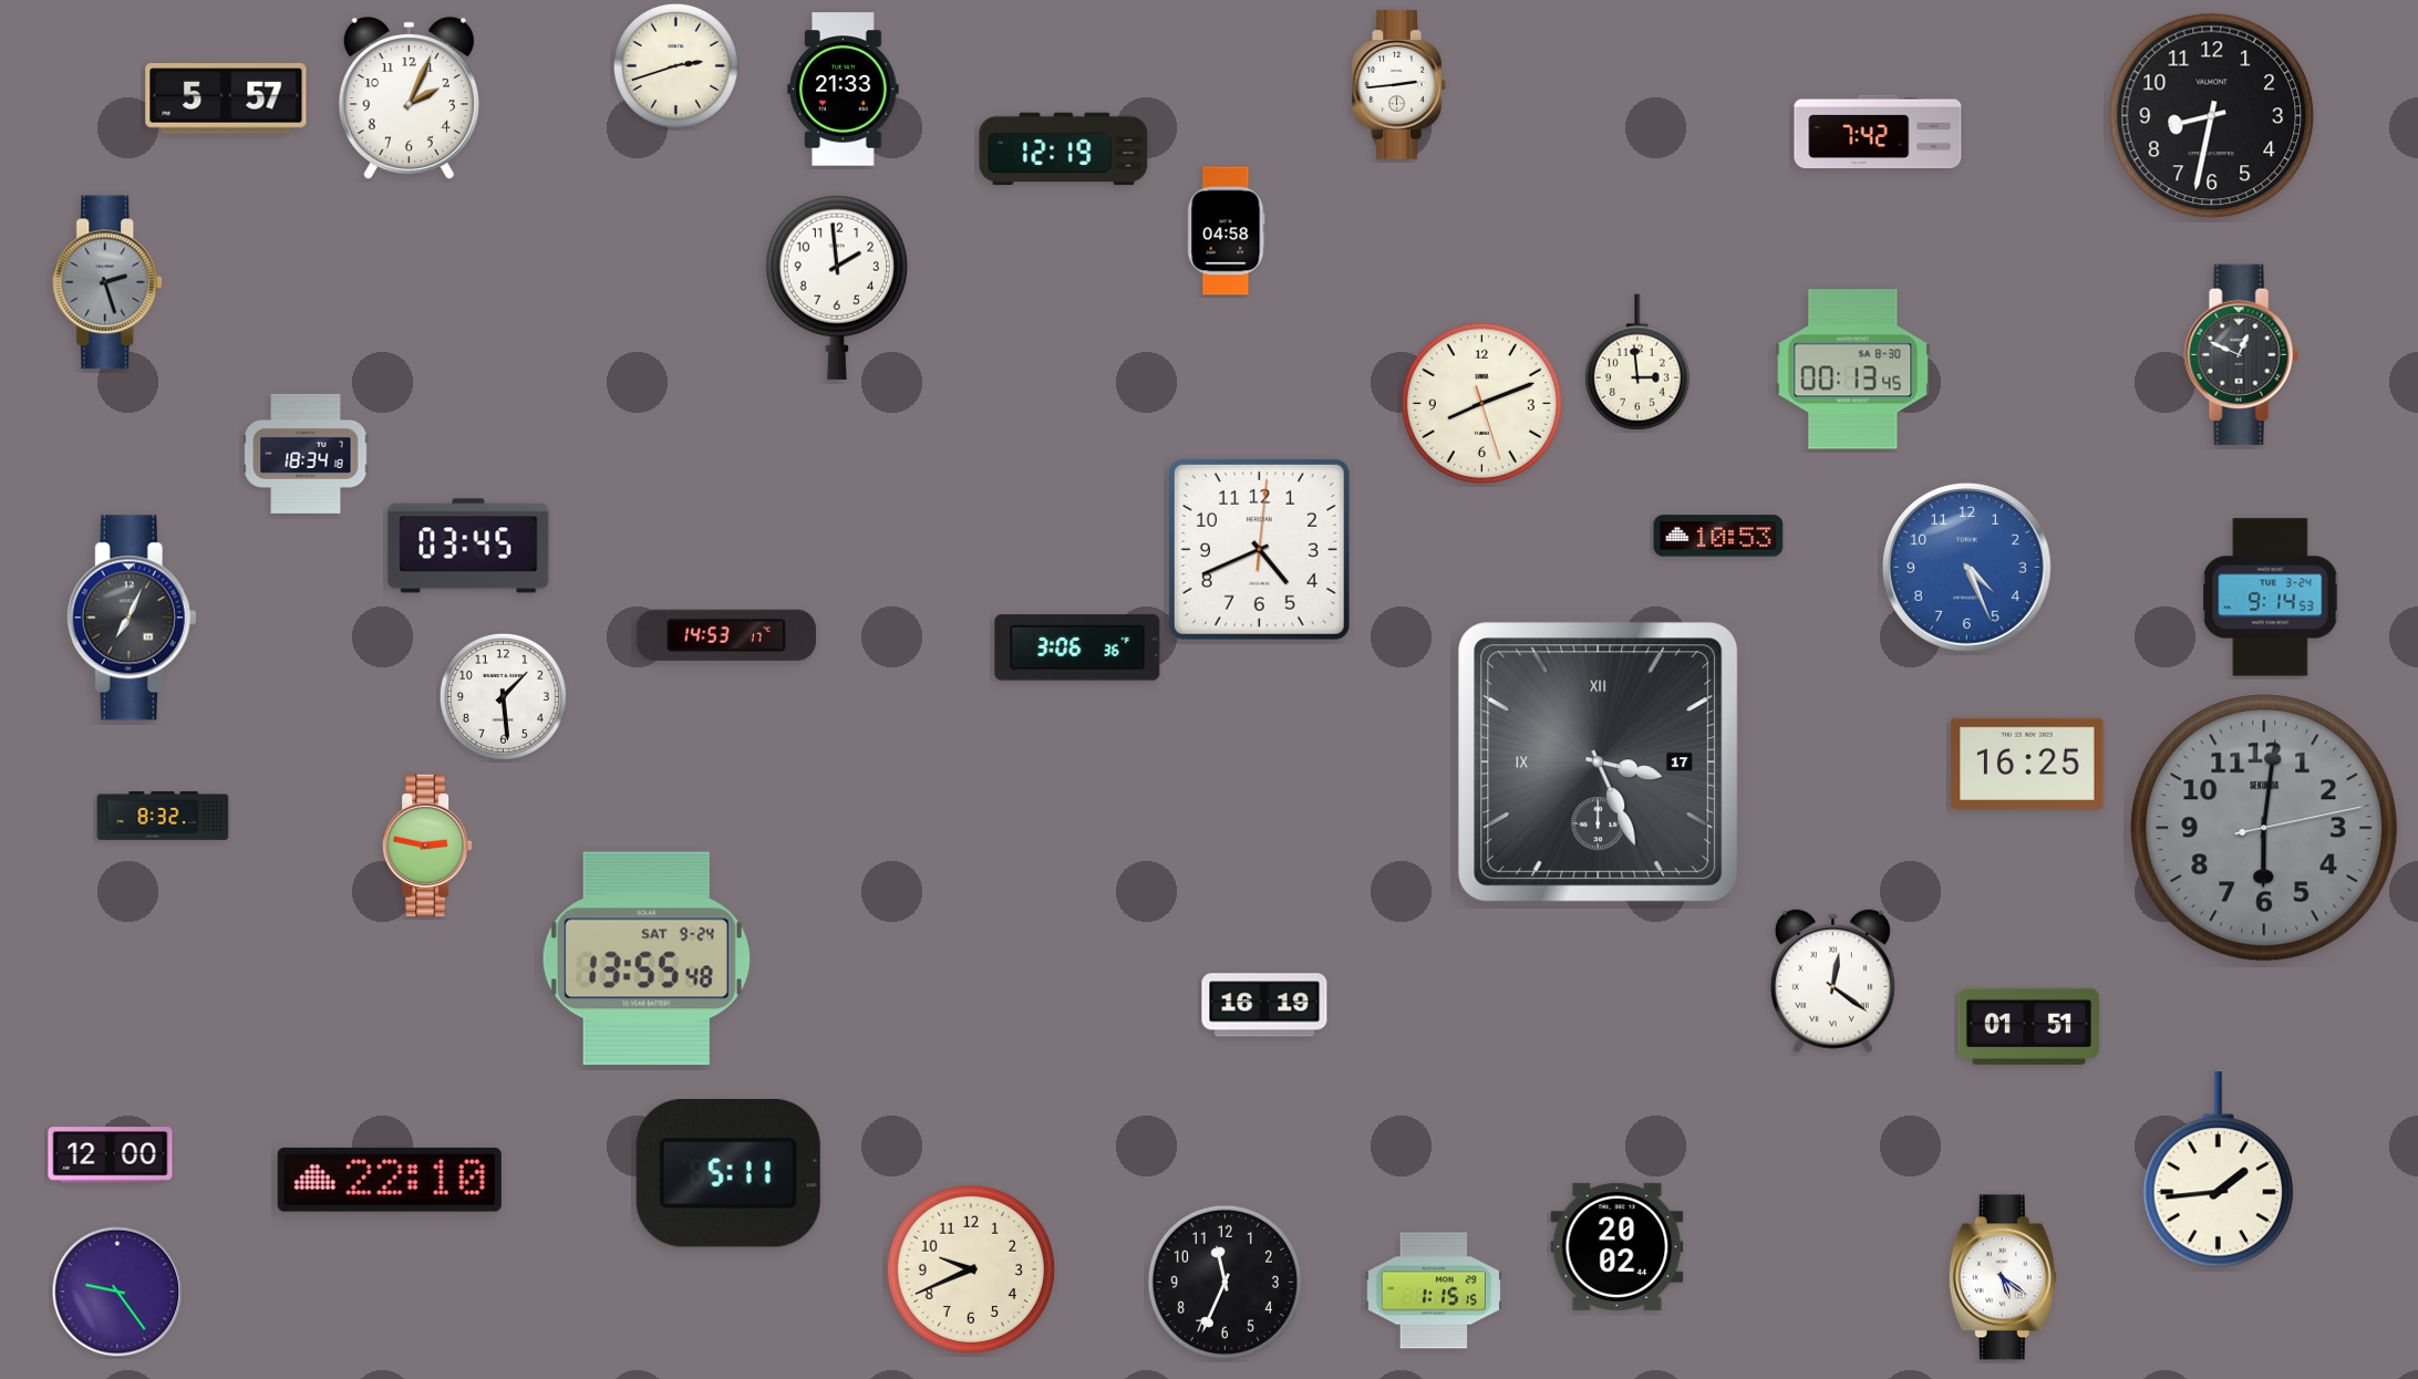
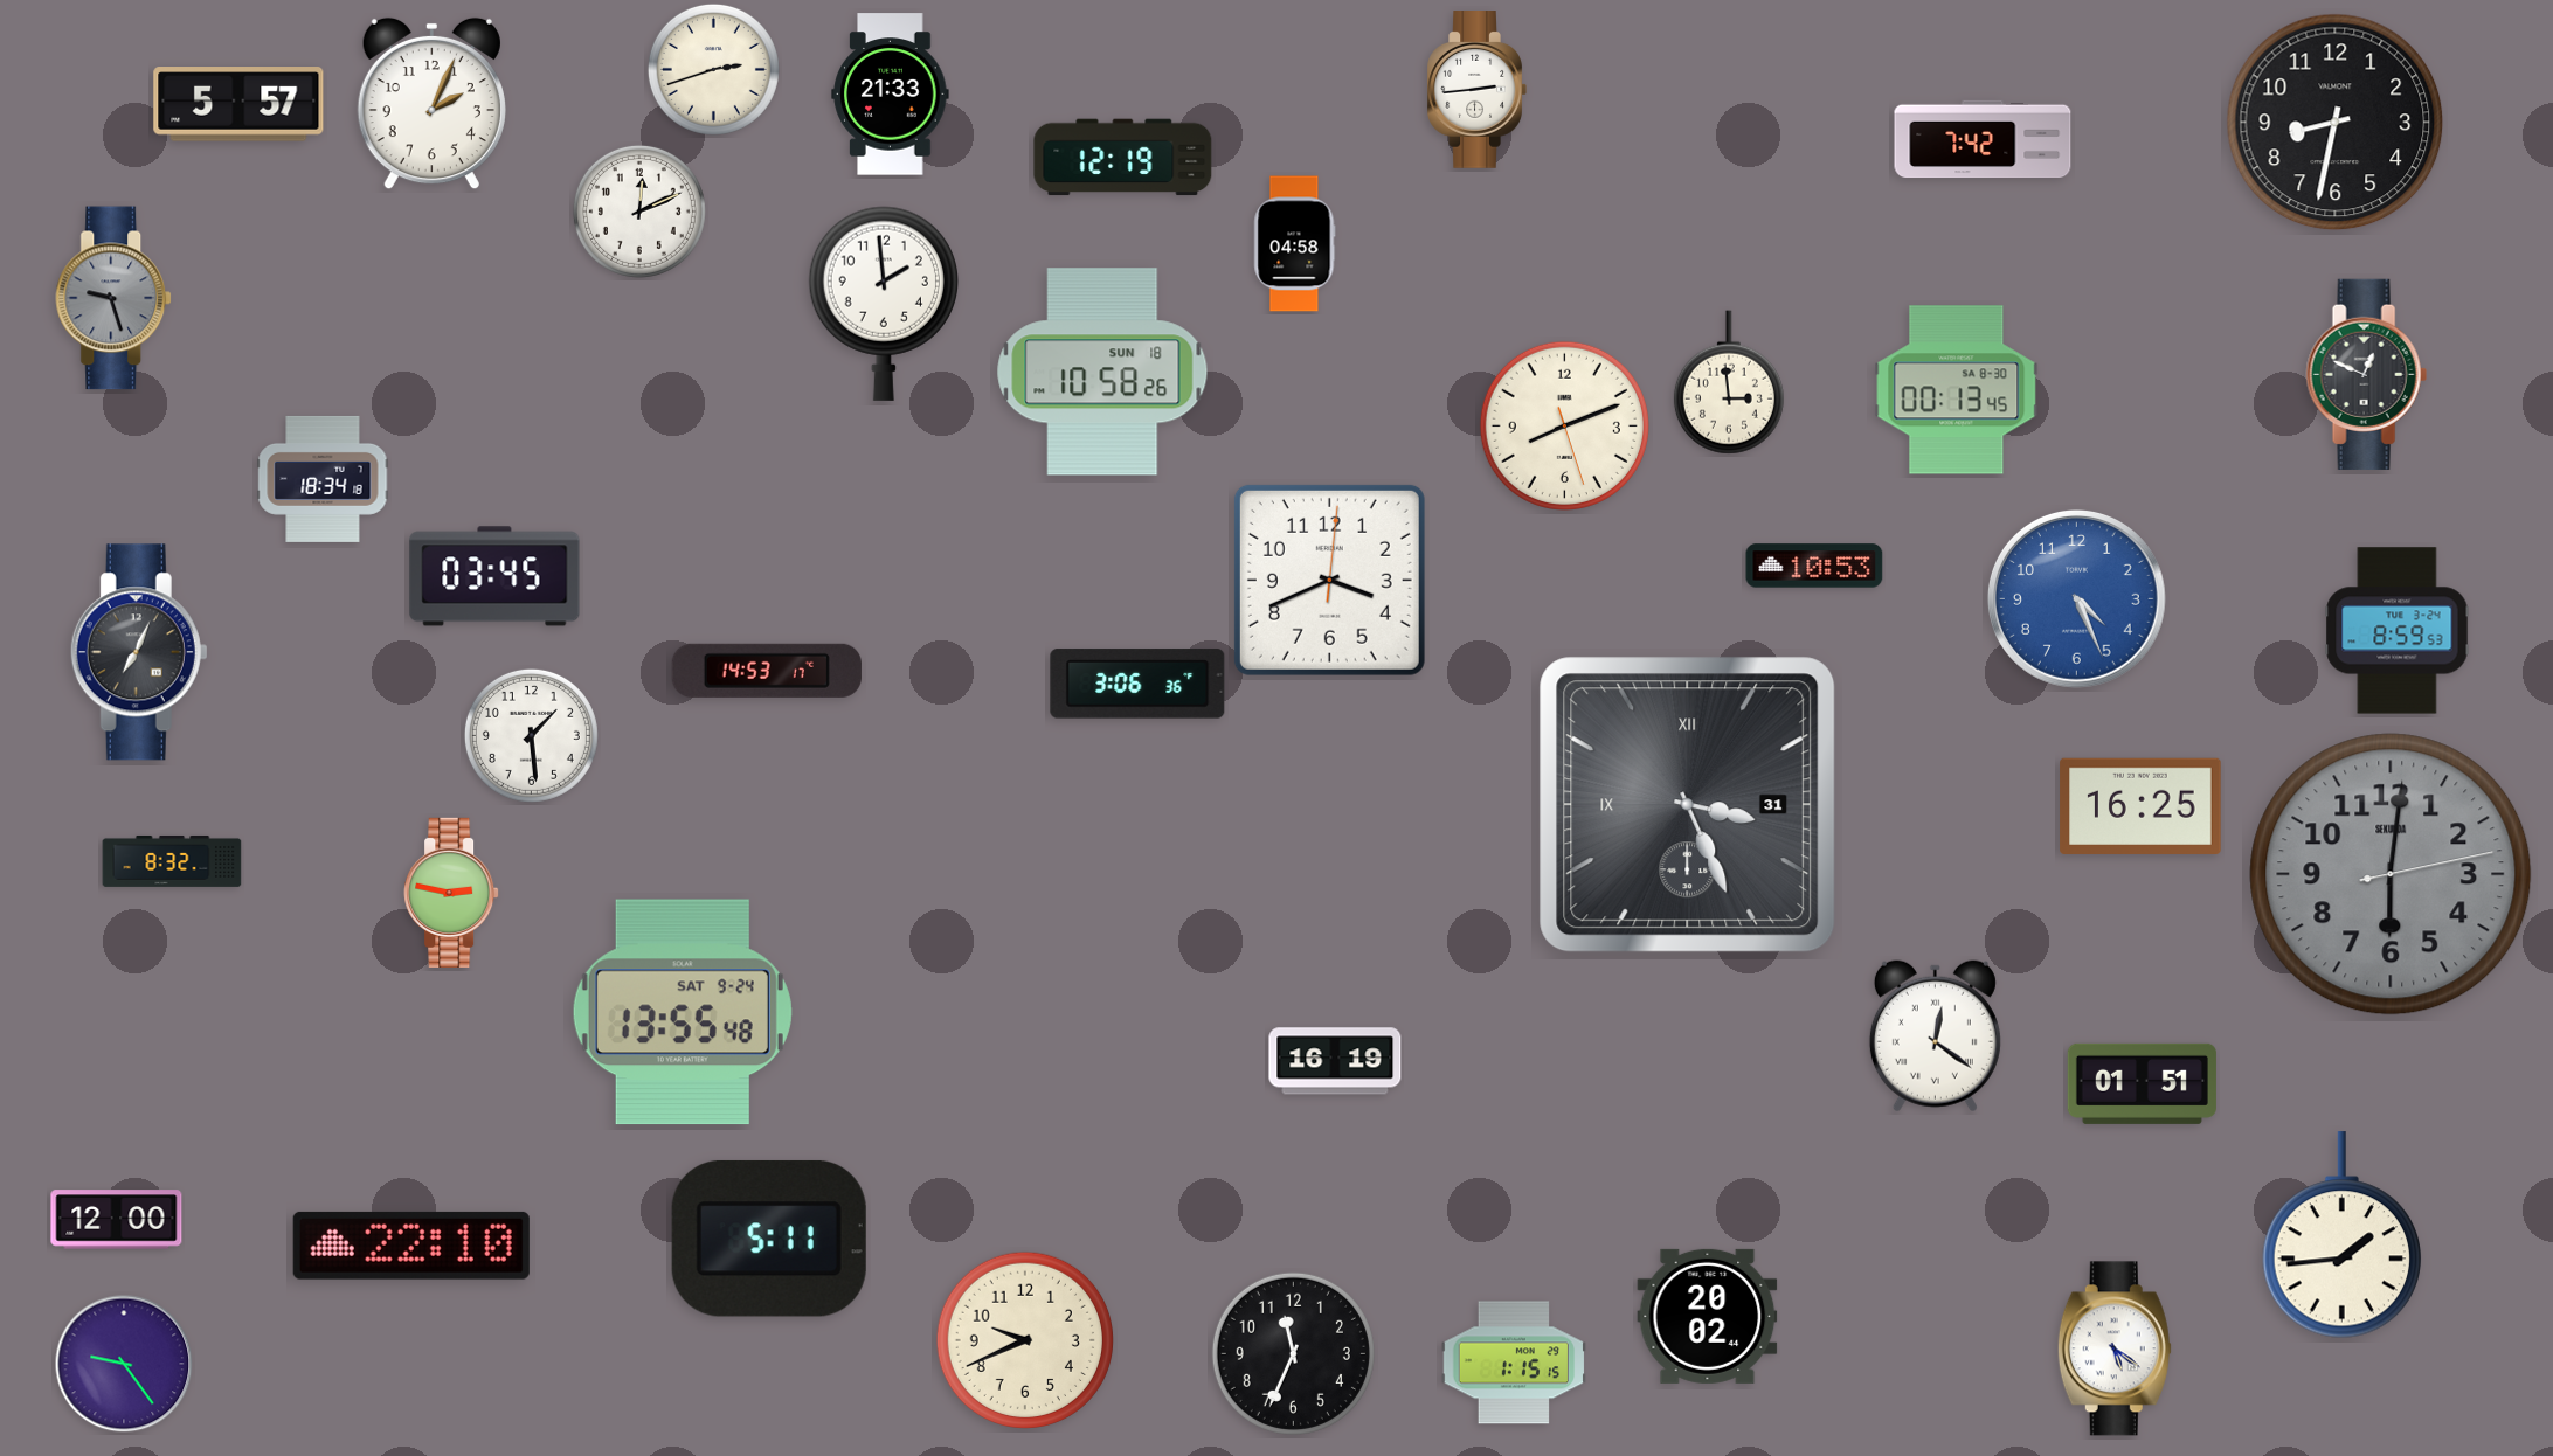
clock at (639, 212): none -> 12:11
clock at (108, 282): 2:27 -> 9:27
clock at (1102, 372): none -> 10:58
clock at (1259, 549): 4:41 -> 3:41
clock at (2271, 598): 9:14 -> 8:59
clock at (1599, 763) date: 17 -> 31
